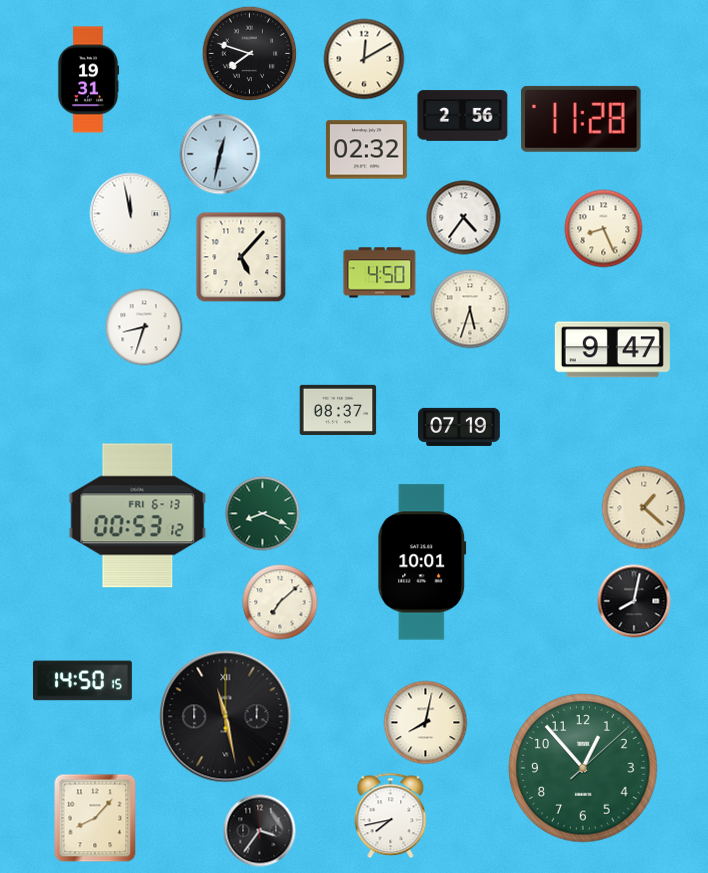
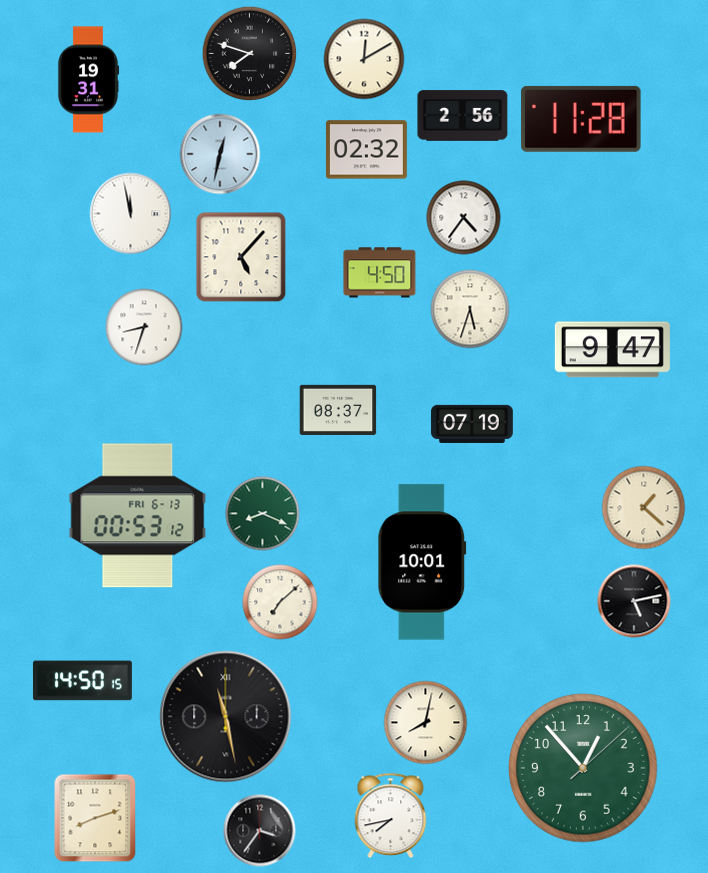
clock at (604, 229): 8:26 -> none
clock at (459, 427) position: (459, 427) -> (472, 424)
clock at (634, 601): 8:02 -> 5:13
clock at (95, 818): 8:07 -> 8:12
